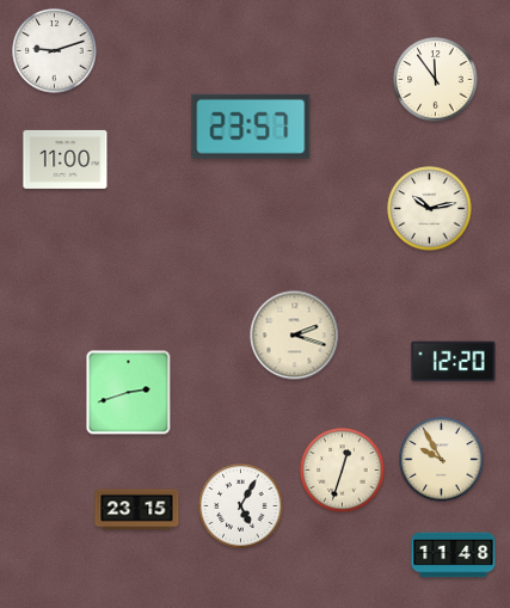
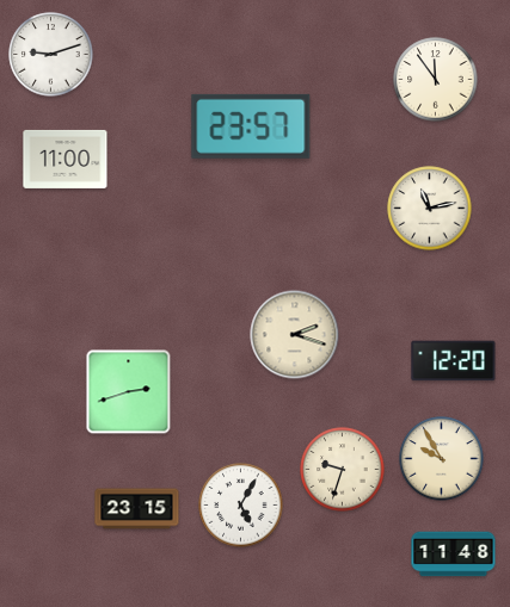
clock at (55, 51) position: (55, 51) -> (51, 55)
clock at (430, 209): 10:13 -> 11:13
clock at (343, 471): 12:33 -> 9:33
